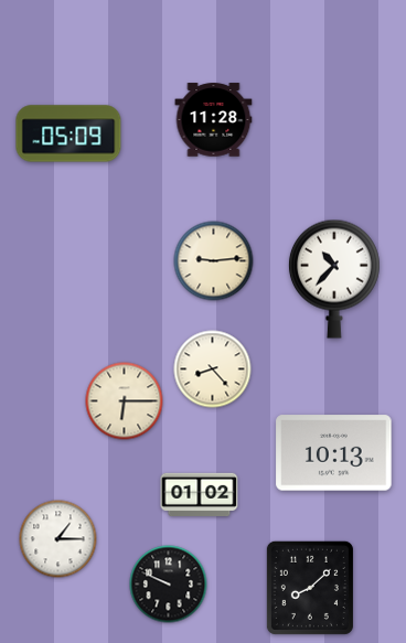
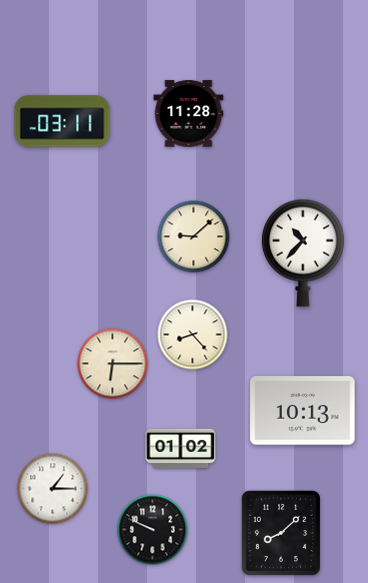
clock at (214, 120) position: (214, 120) -> (189, 114)
clock at (68, 133): 05:09 -> 03:11
clock at (214, 261): 9:14 -> 9:08
